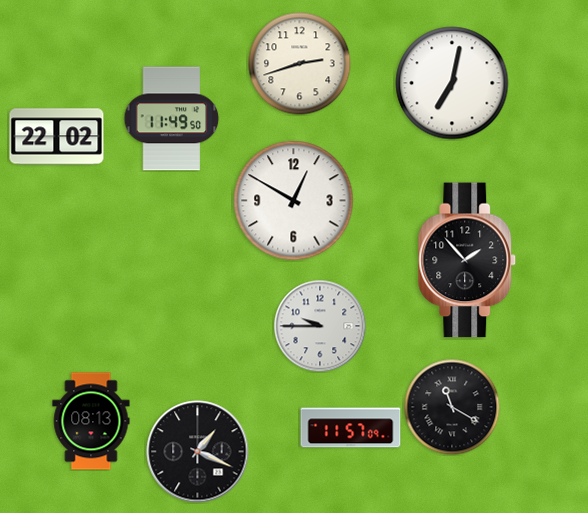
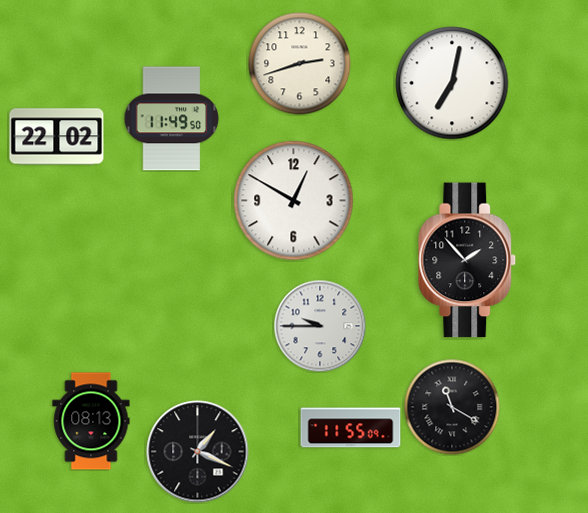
clock at (351, 428): 11:57 -> 11:55
